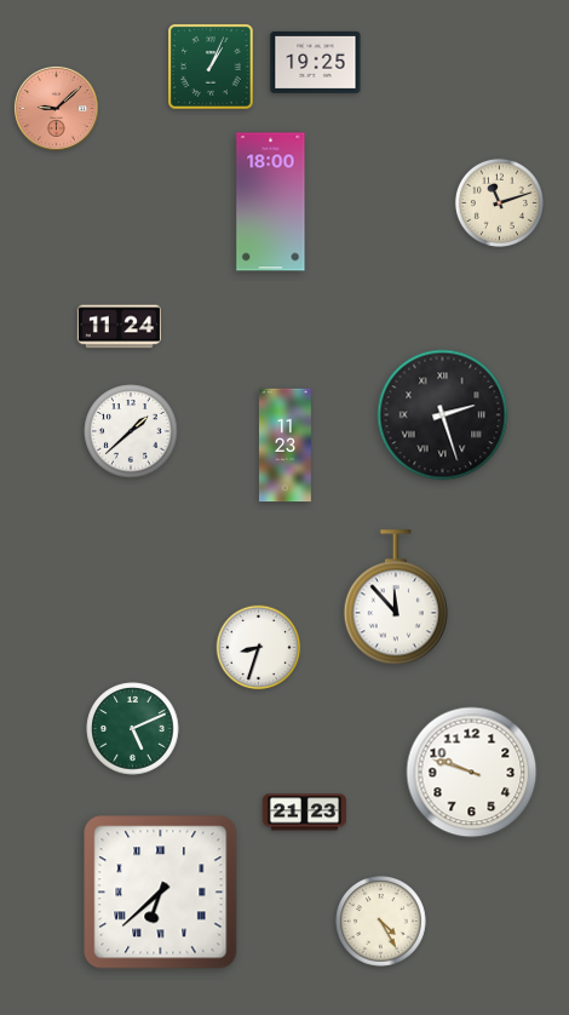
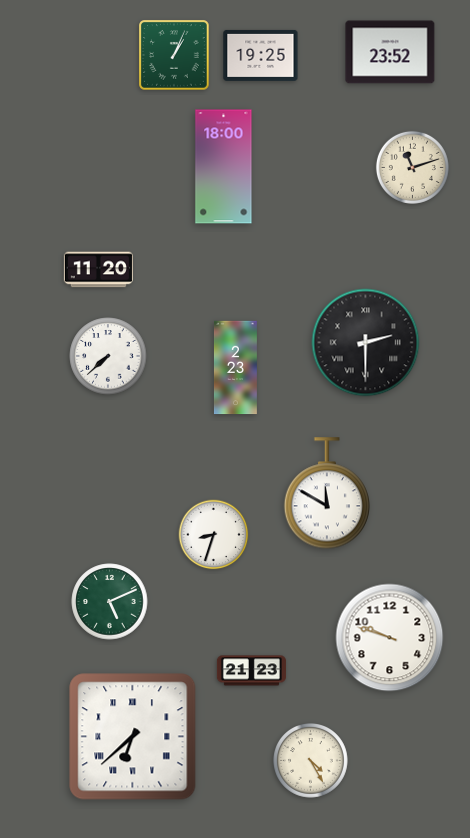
clock at (316, 62) position: (316, 62) -> (261, 55)
clock at (390, 52): none -> 23:52
clock at (56, 108): 9:08 -> none
clock at (119, 327): 11:24 -> 11:20
clock at (443, 415): 2:27 -> 2:30
clock at (131, 431): 1:38 -> 7:38
clock at (284, 446): 11:23 -> 2:23
clock at (395, 598): 11:53 -> 11:50
clock at (381, 922) position: (381, 922) -> (311, 761)
